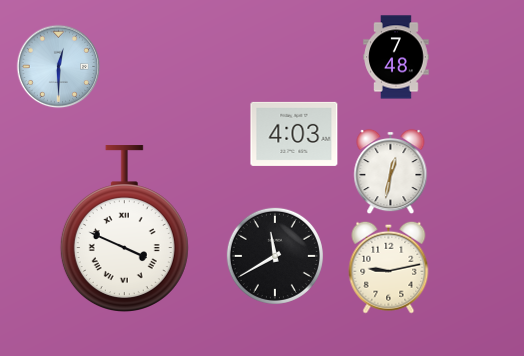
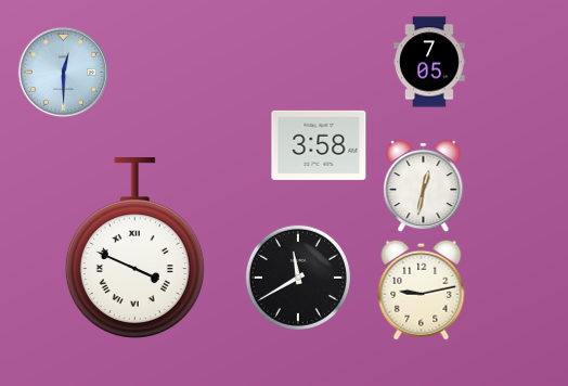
clock at (396, 57): 7:48 -> 7:05
clock at (294, 134): 4:03 -> 3:58
